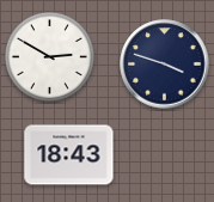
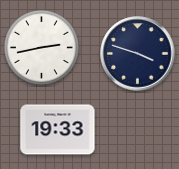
clock at (49, 56): 2:50 -> 2:43
clock at (69, 155): 18:43 -> 19:33
